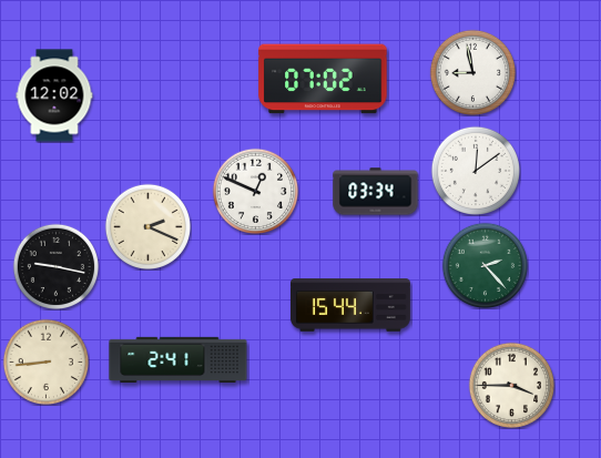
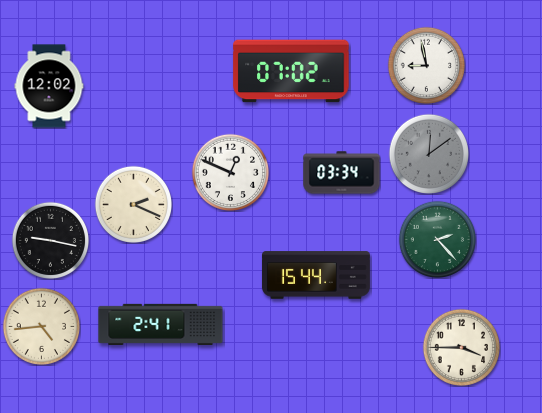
clock at (475, 170) dial: white -> grey
clock at (376, 192) position: (376, 192) -> (342, 173)
clock at (45, 362): 8:44 -> 4:44
